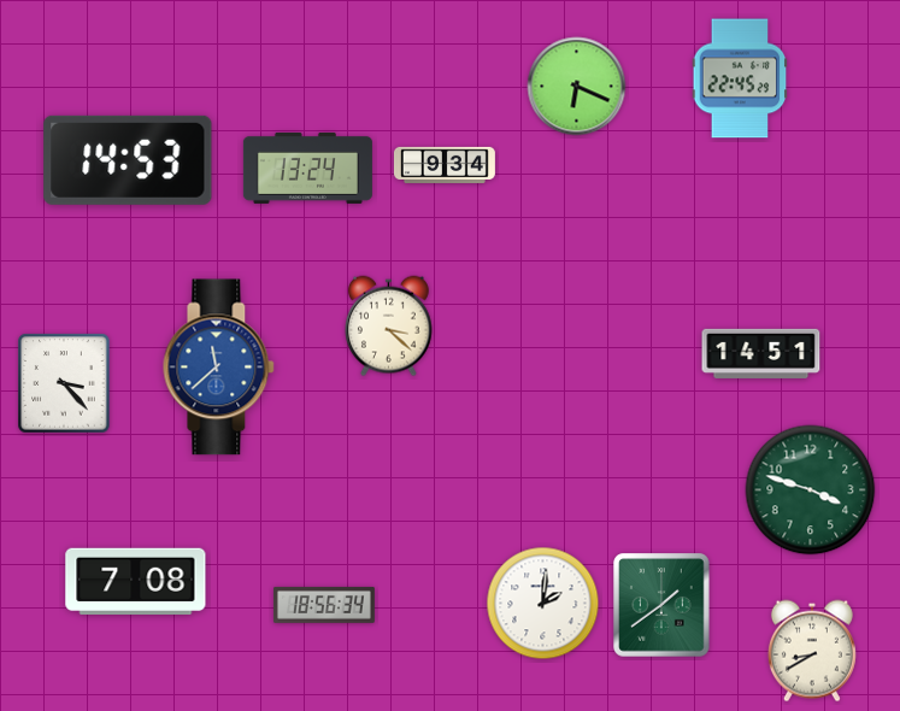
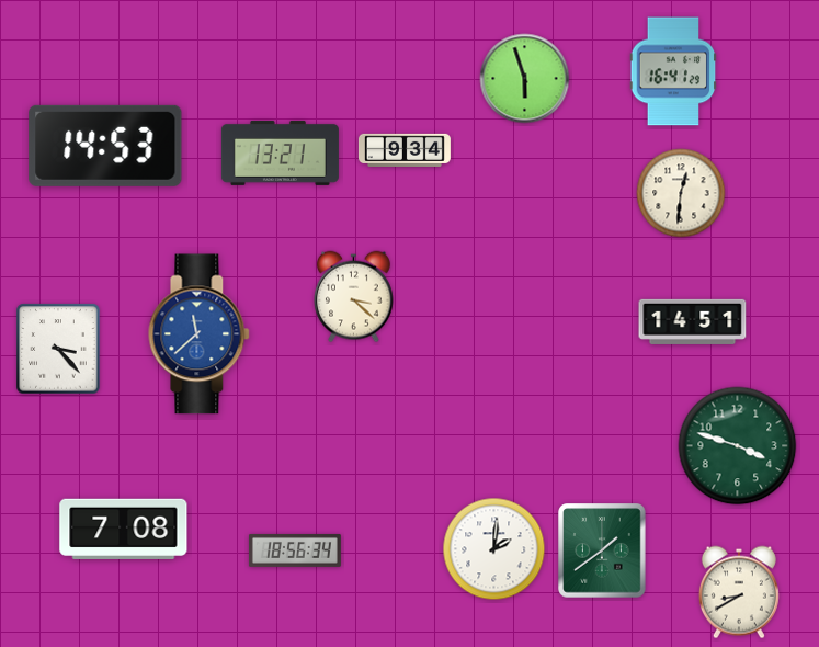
clock at (740, 78): 22:45 -> 16:41
clock at (577, 87): 6:19 -> 5:57
clock at (128, 160) position: (128, 160) -> (105, 146)
clock at (307, 168): 13:24 -> 13:21
clock at (681, 193): none -> 12:31
